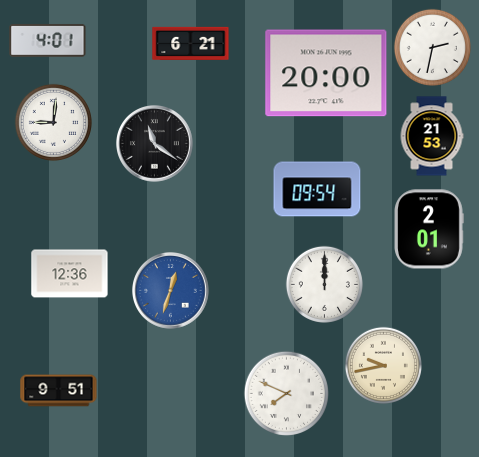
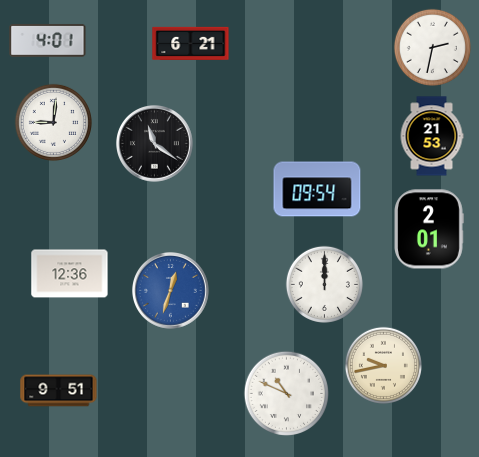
clock at (326, 73): 20:00 -> none
clock at (286, 393): 7:49 -> 10:49
